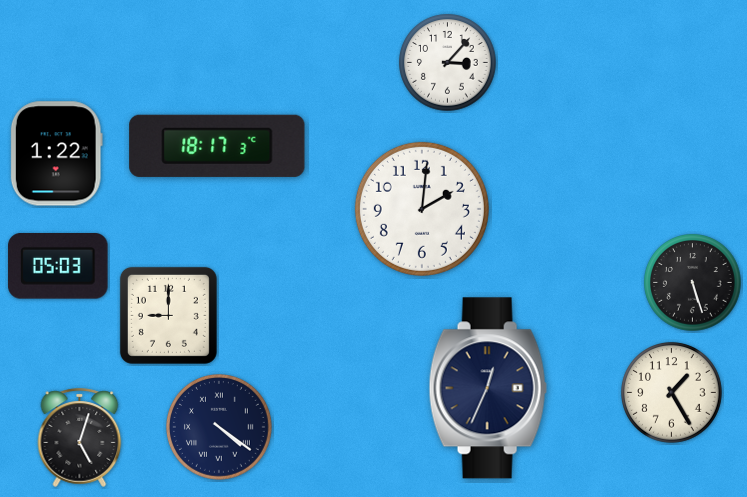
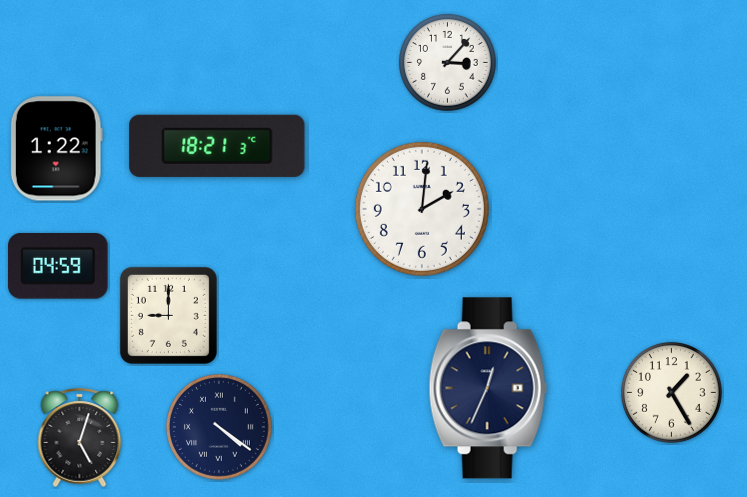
clock at (217, 146): 18:17 -> 18:21
clock at (56, 154) position: (56, 154) -> (56, 149)
clock at (58, 266): 05:03 -> 04:59
clock at (693, 283): 5:27 -> none
